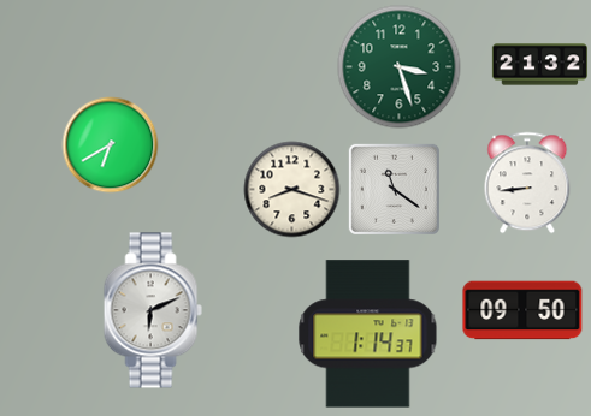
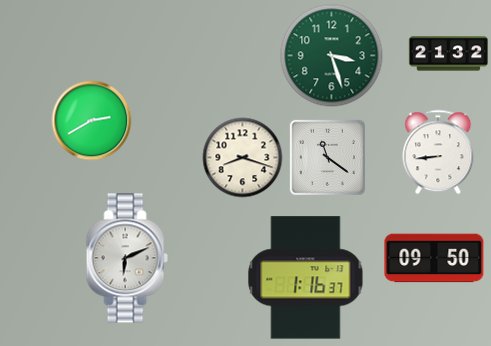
clock at (111, 145): 6:40 -> 2:40
clock at (368, 334): 1:14 -> 1:16
